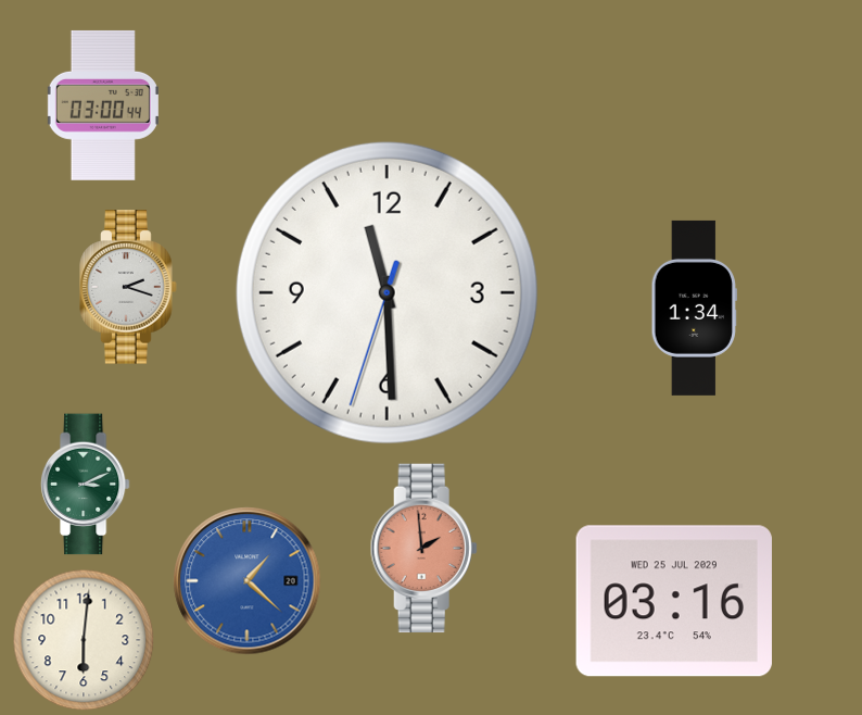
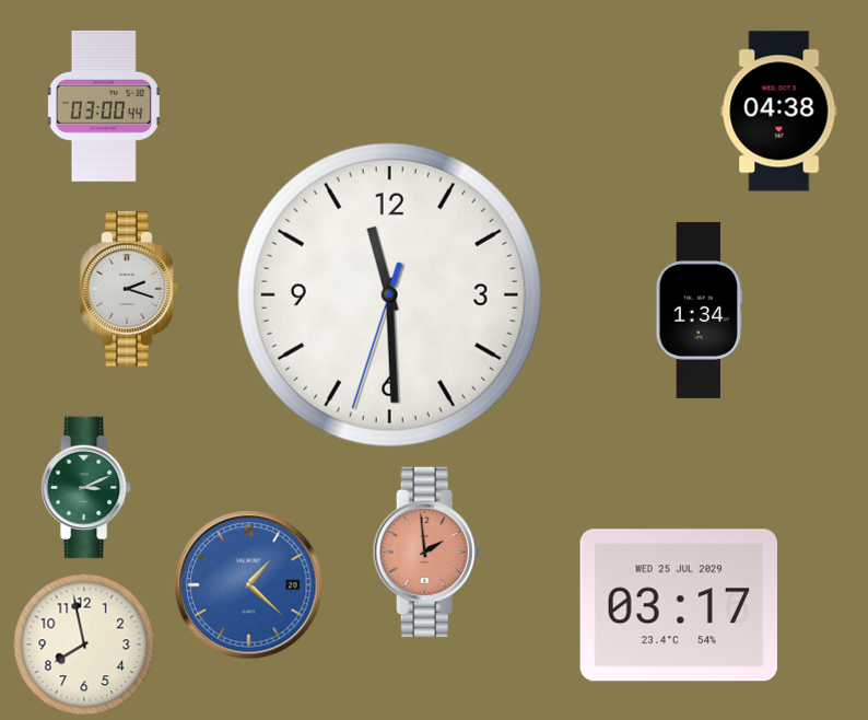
clock at (779, 112): none -> 04:38
clock at (674, 601): 03:16 -> 03:17
clock at (84, 640): 6:01 -> 7:58
